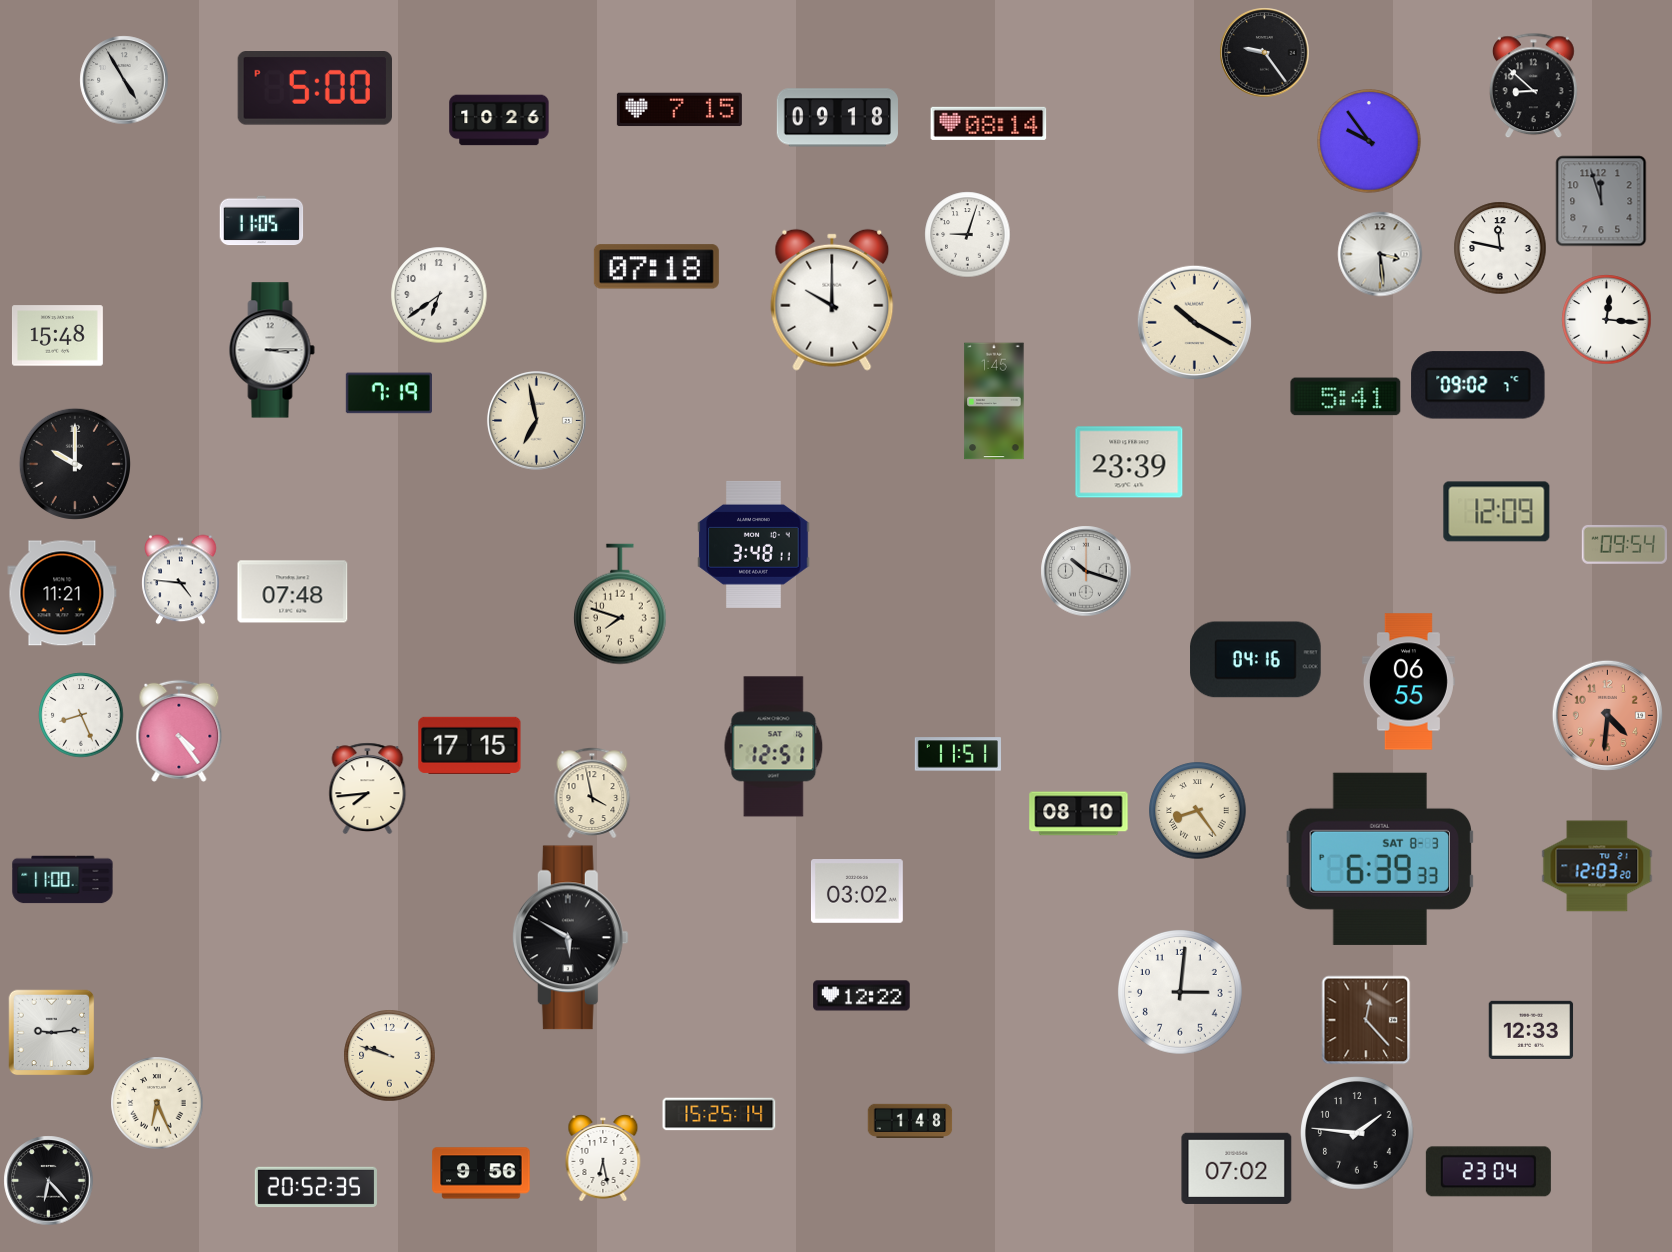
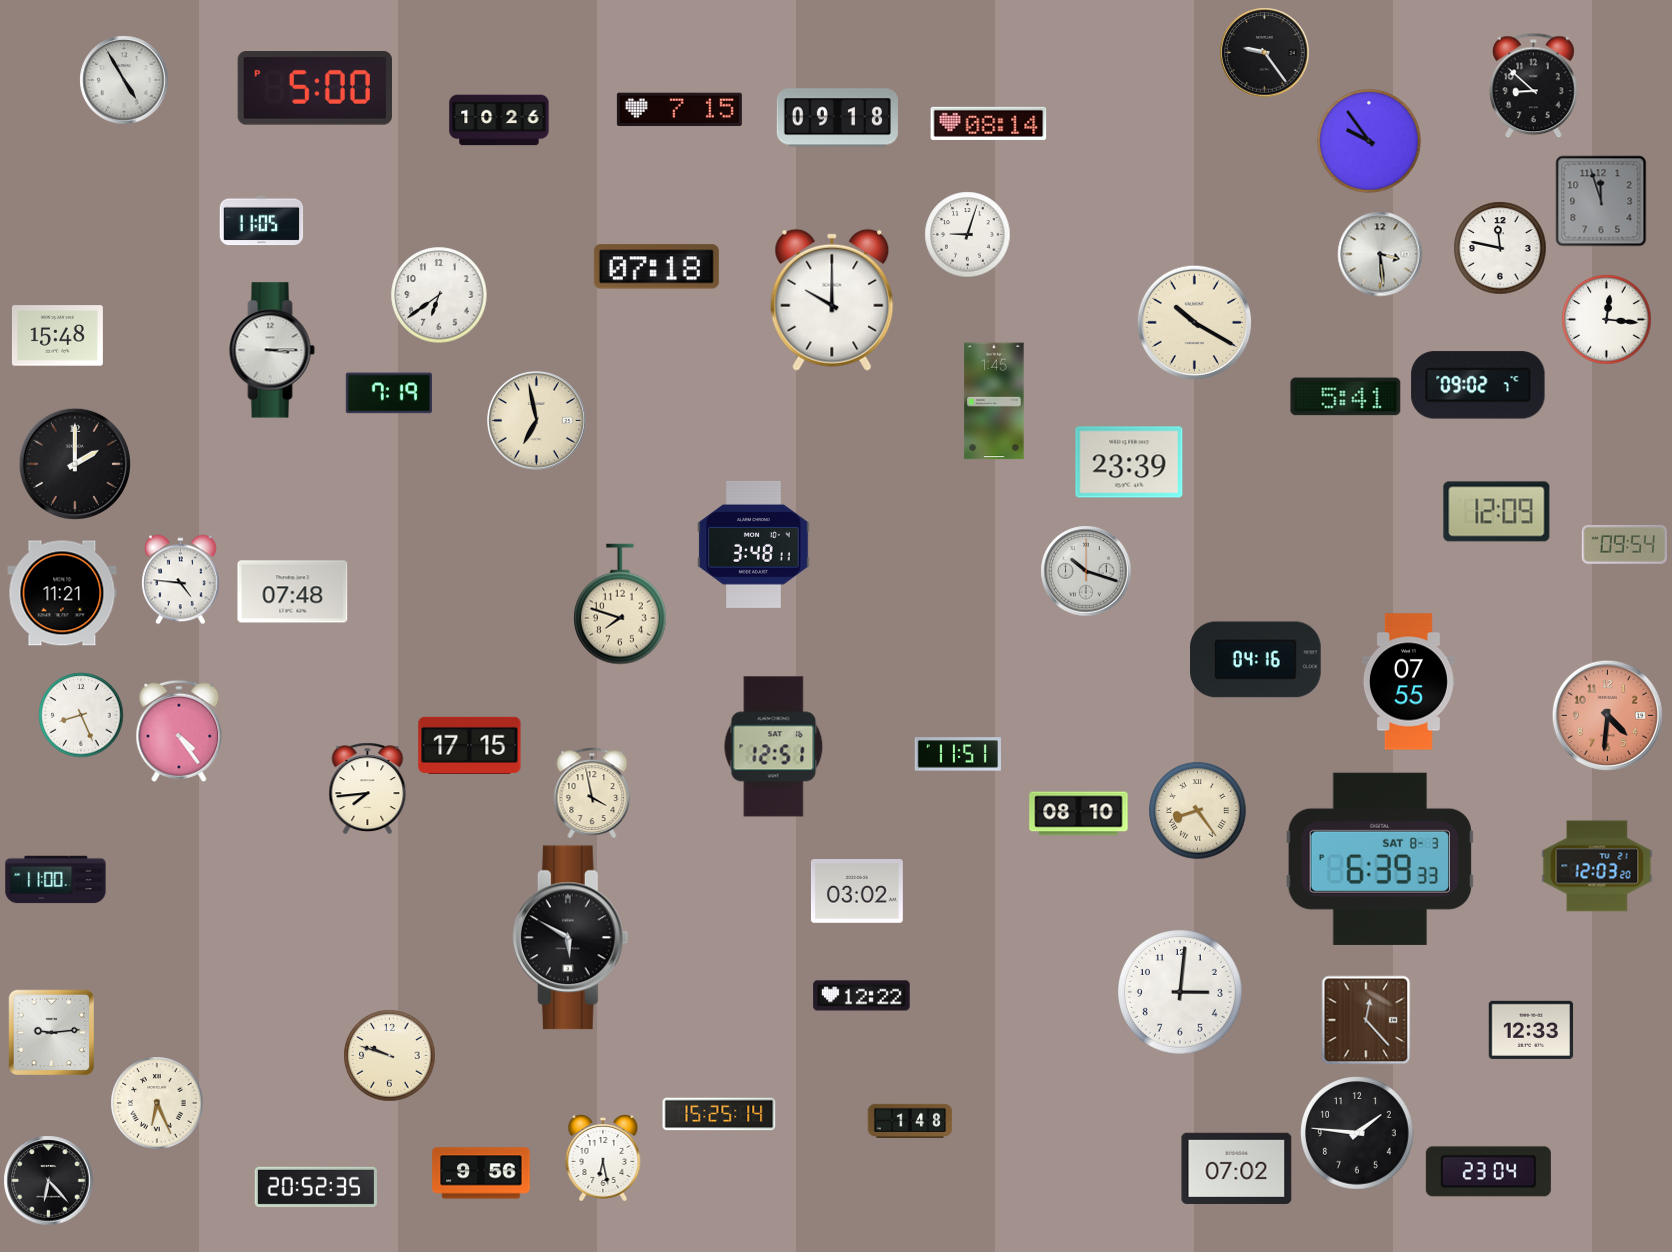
clock at (75, 464): 10:00 -> 2:00
clock at (1408, 682): 06:55 -> 07:55
clock at (63, 880) position: (63, 880) -> (56, 880)
